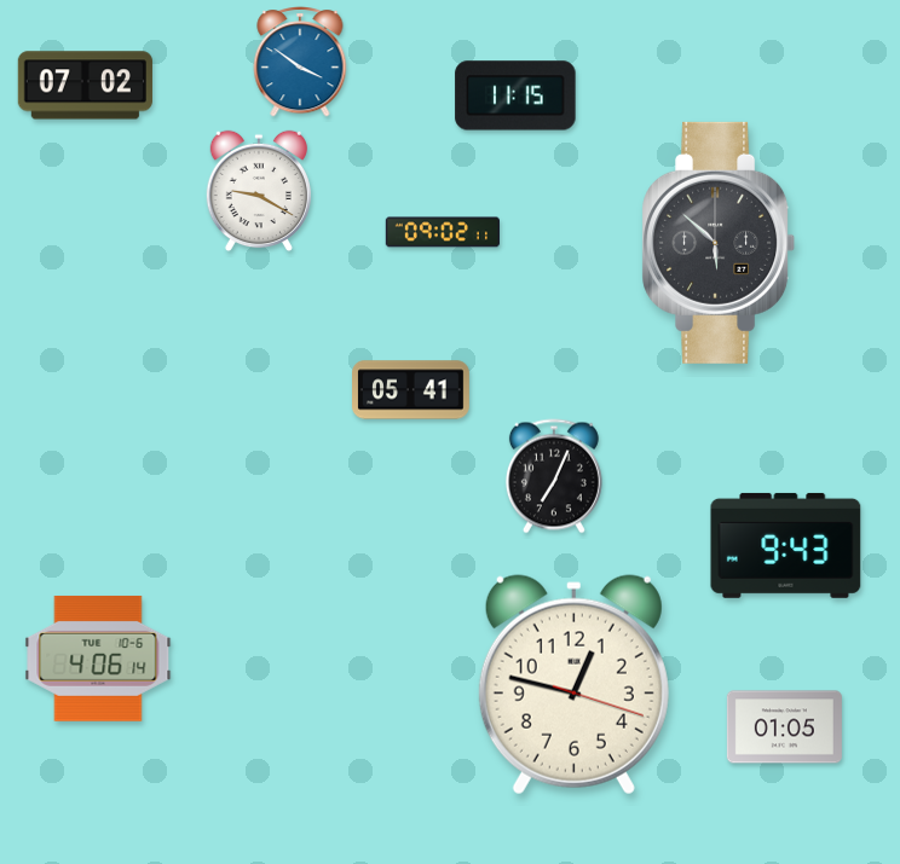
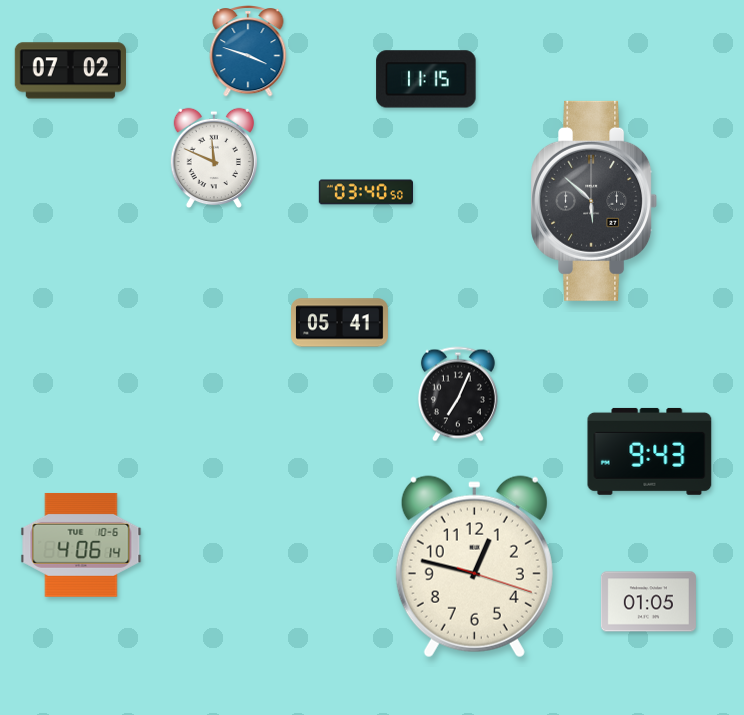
clock at (300, 63): 3:51 -> 3:48
clock at (259, 191): 9:20 -> 11:49
clock at (443, 232): 09:02 -> 03:40
